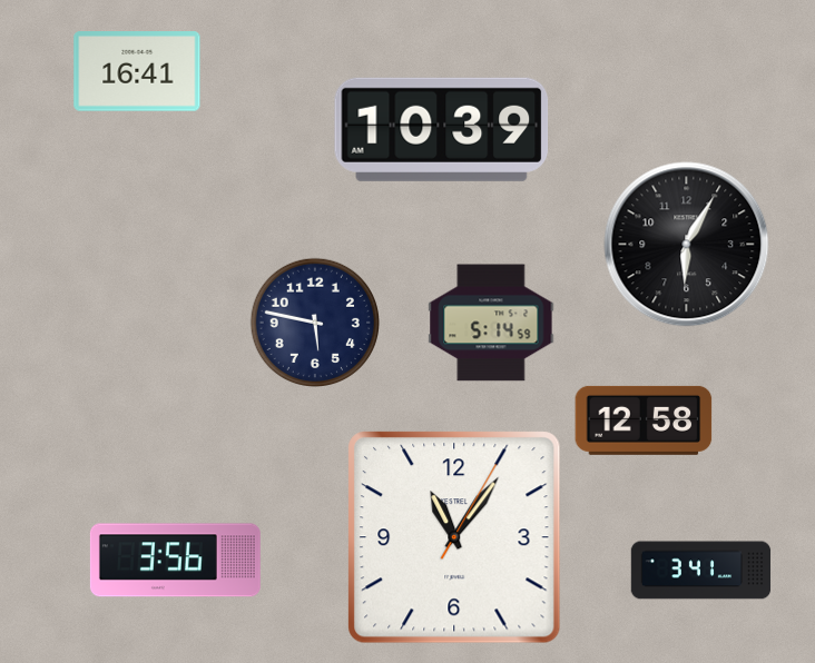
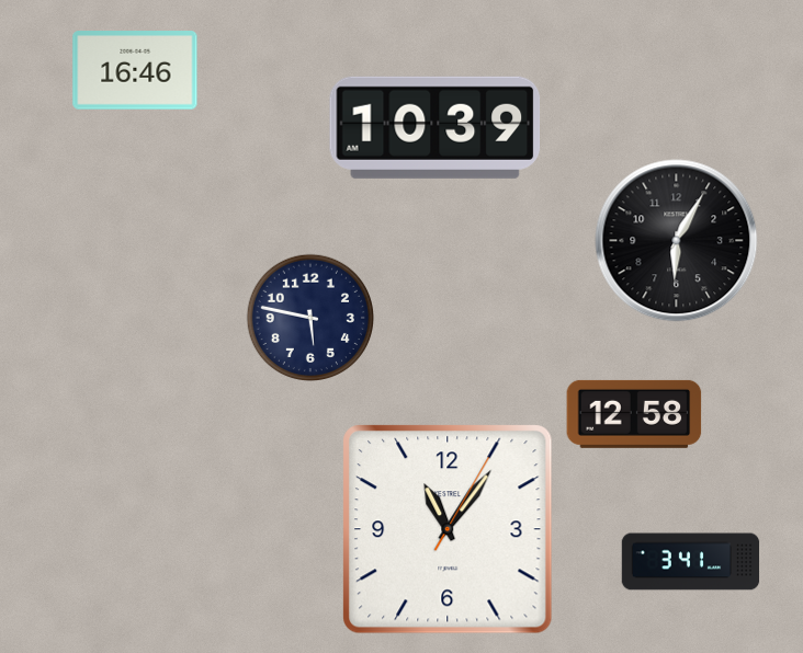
clock at (137, 71): 16:41 -> 16:46
clock at (491, 323): 5:14 -> none
clock at (175, 561): 3:56 -> none
